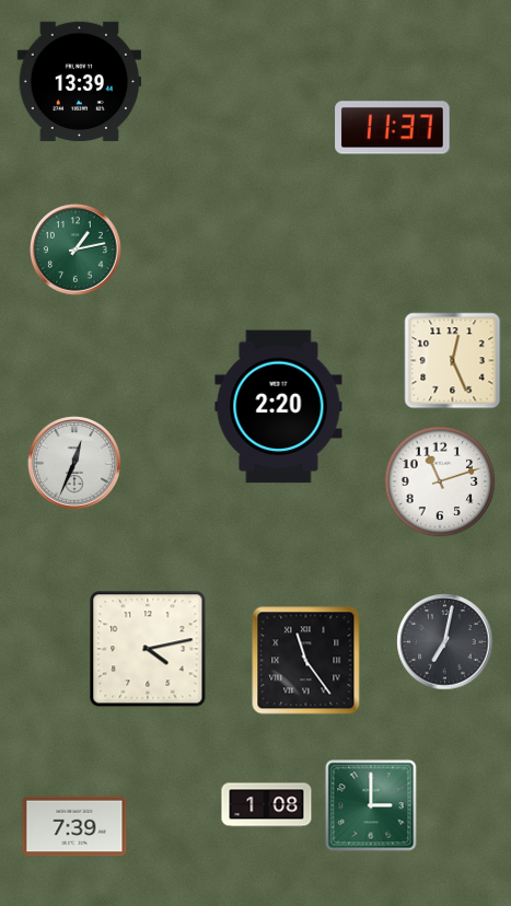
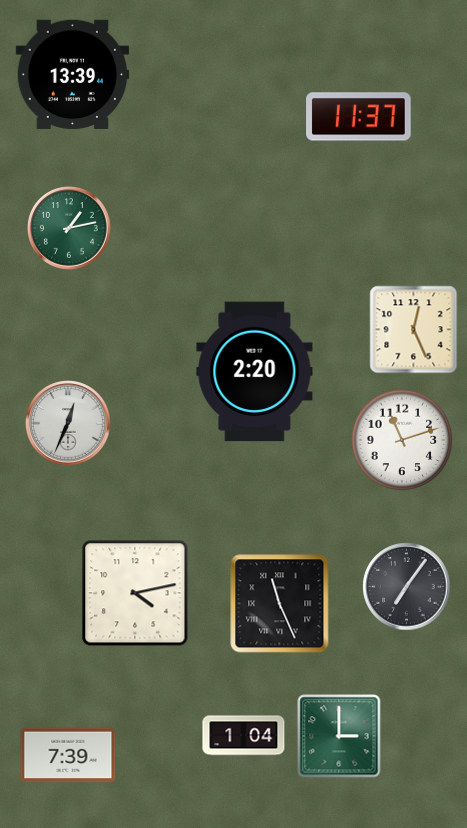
clock at (445, 642): 7:02 -> 7:06
clock at (306, 661): 11:24 -> 11:26
clock at (267, 805): 1:08 -> 1:04
